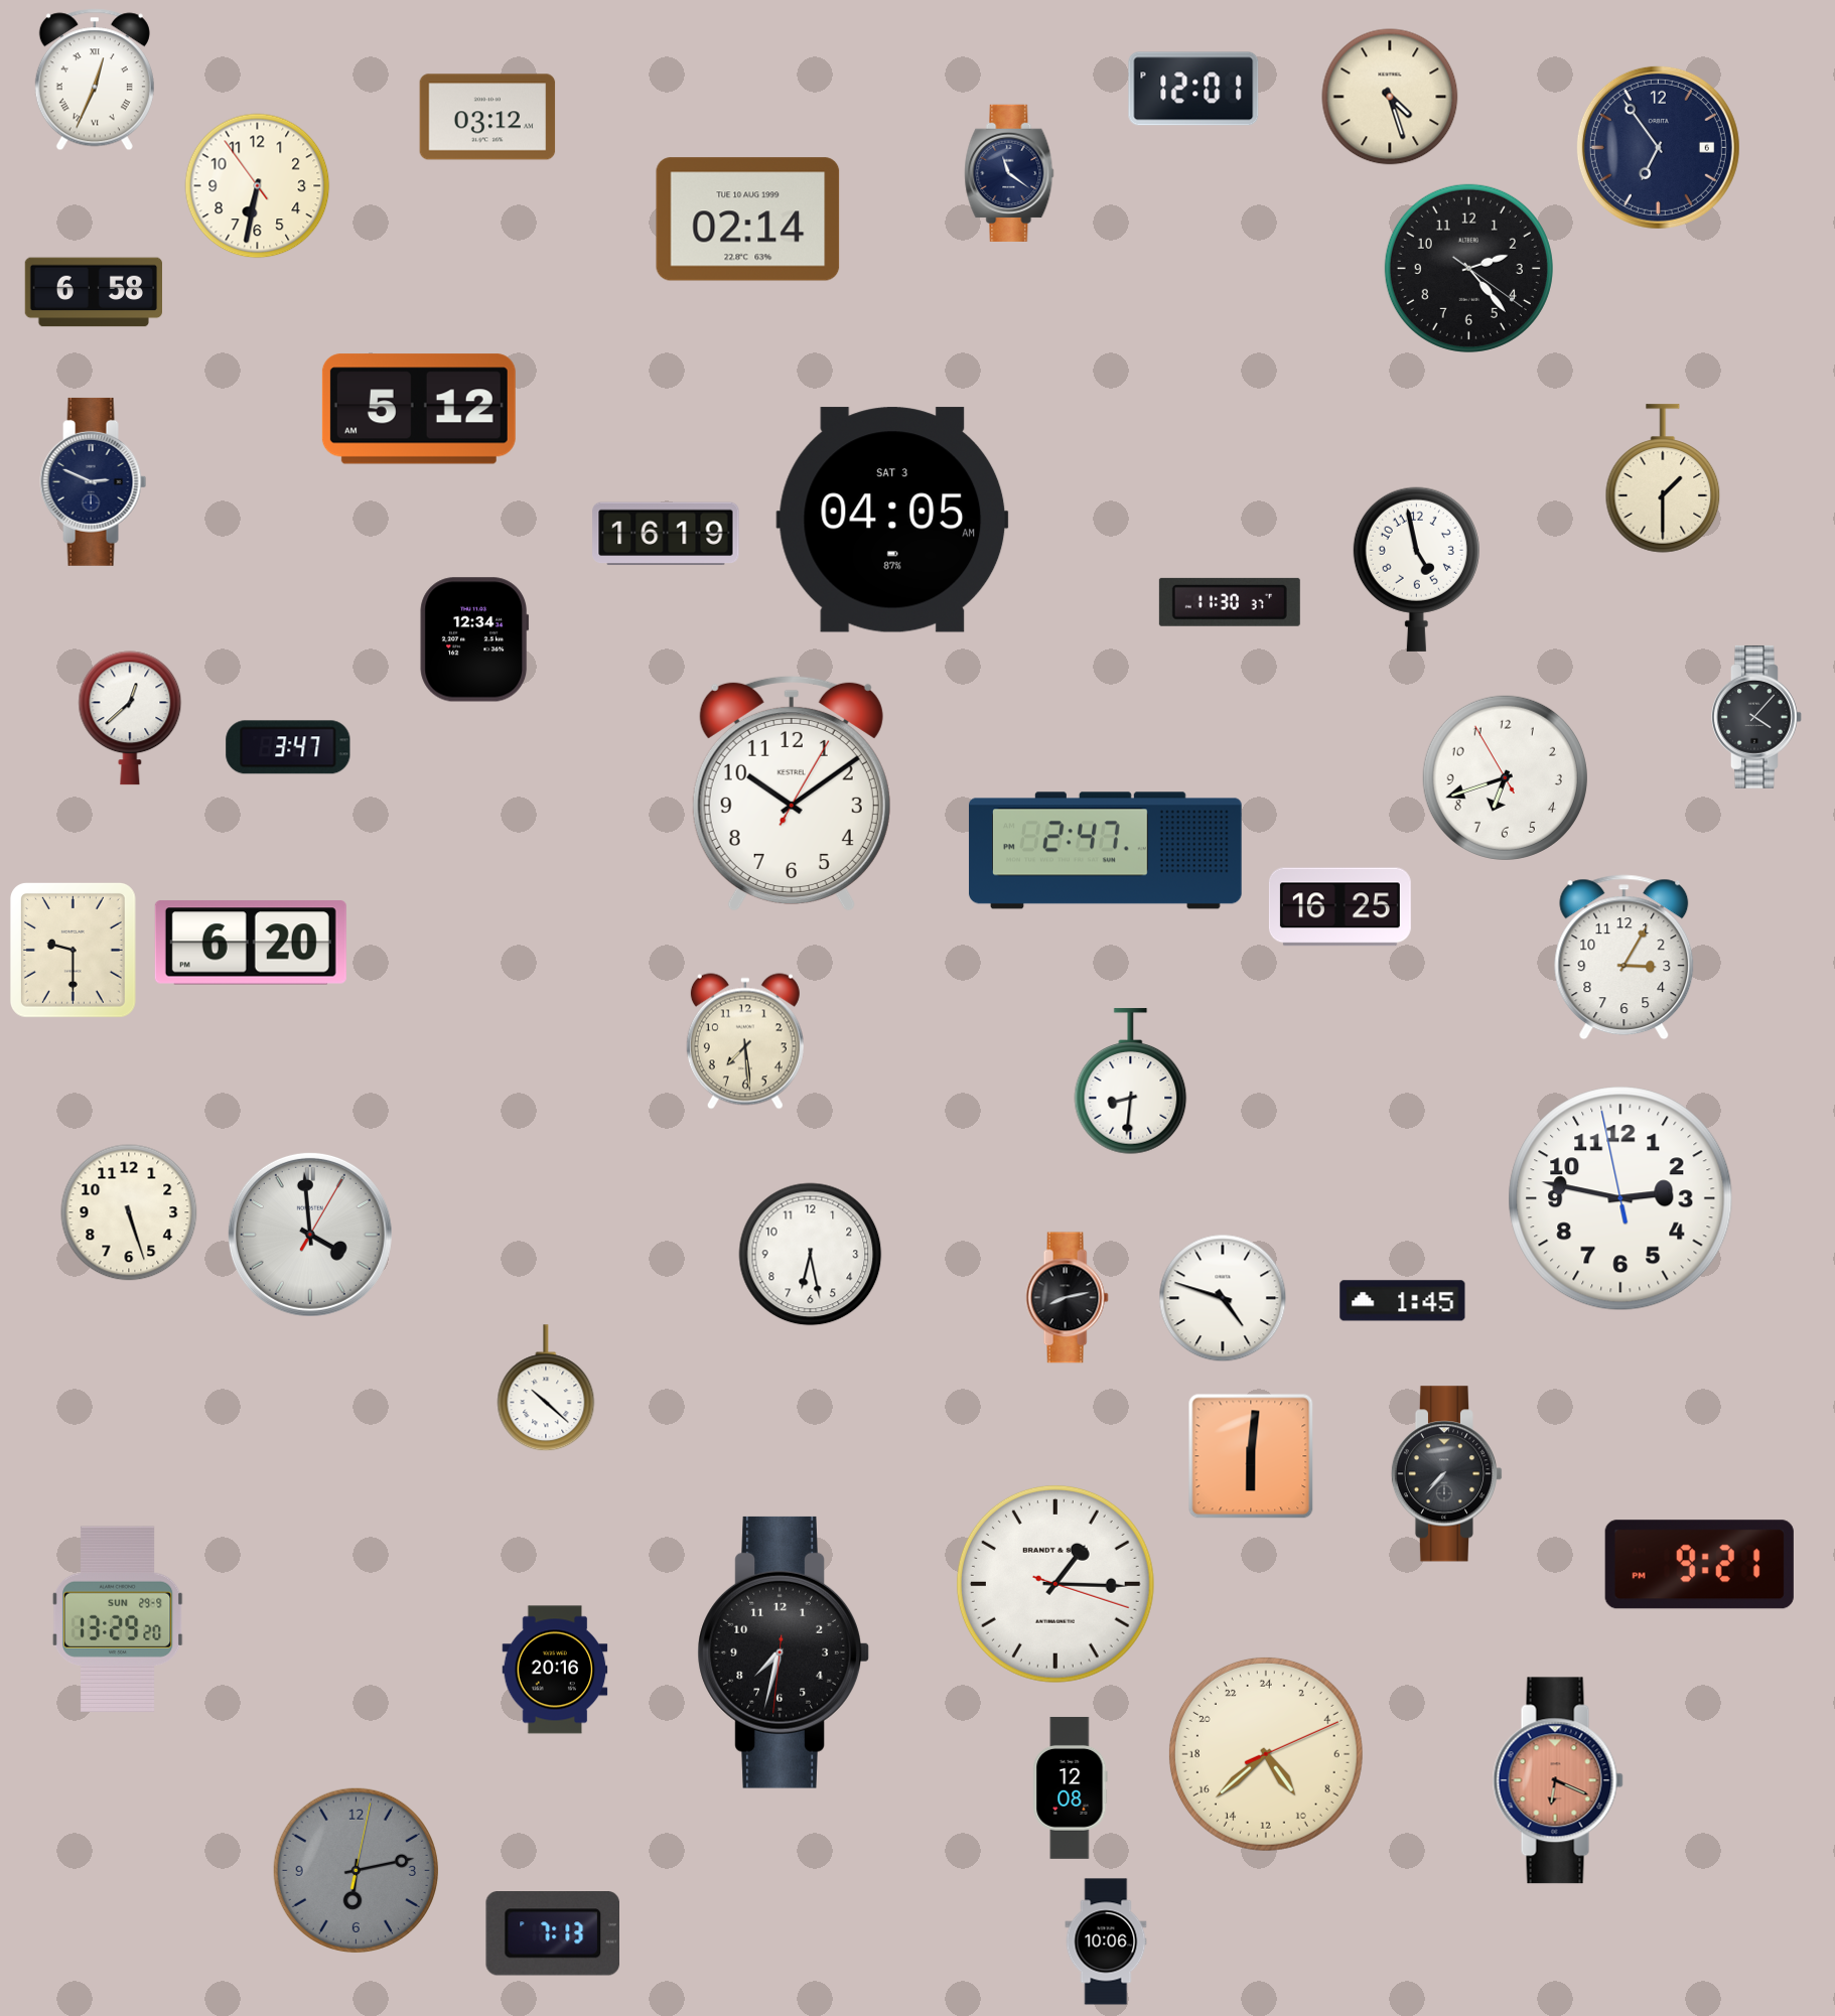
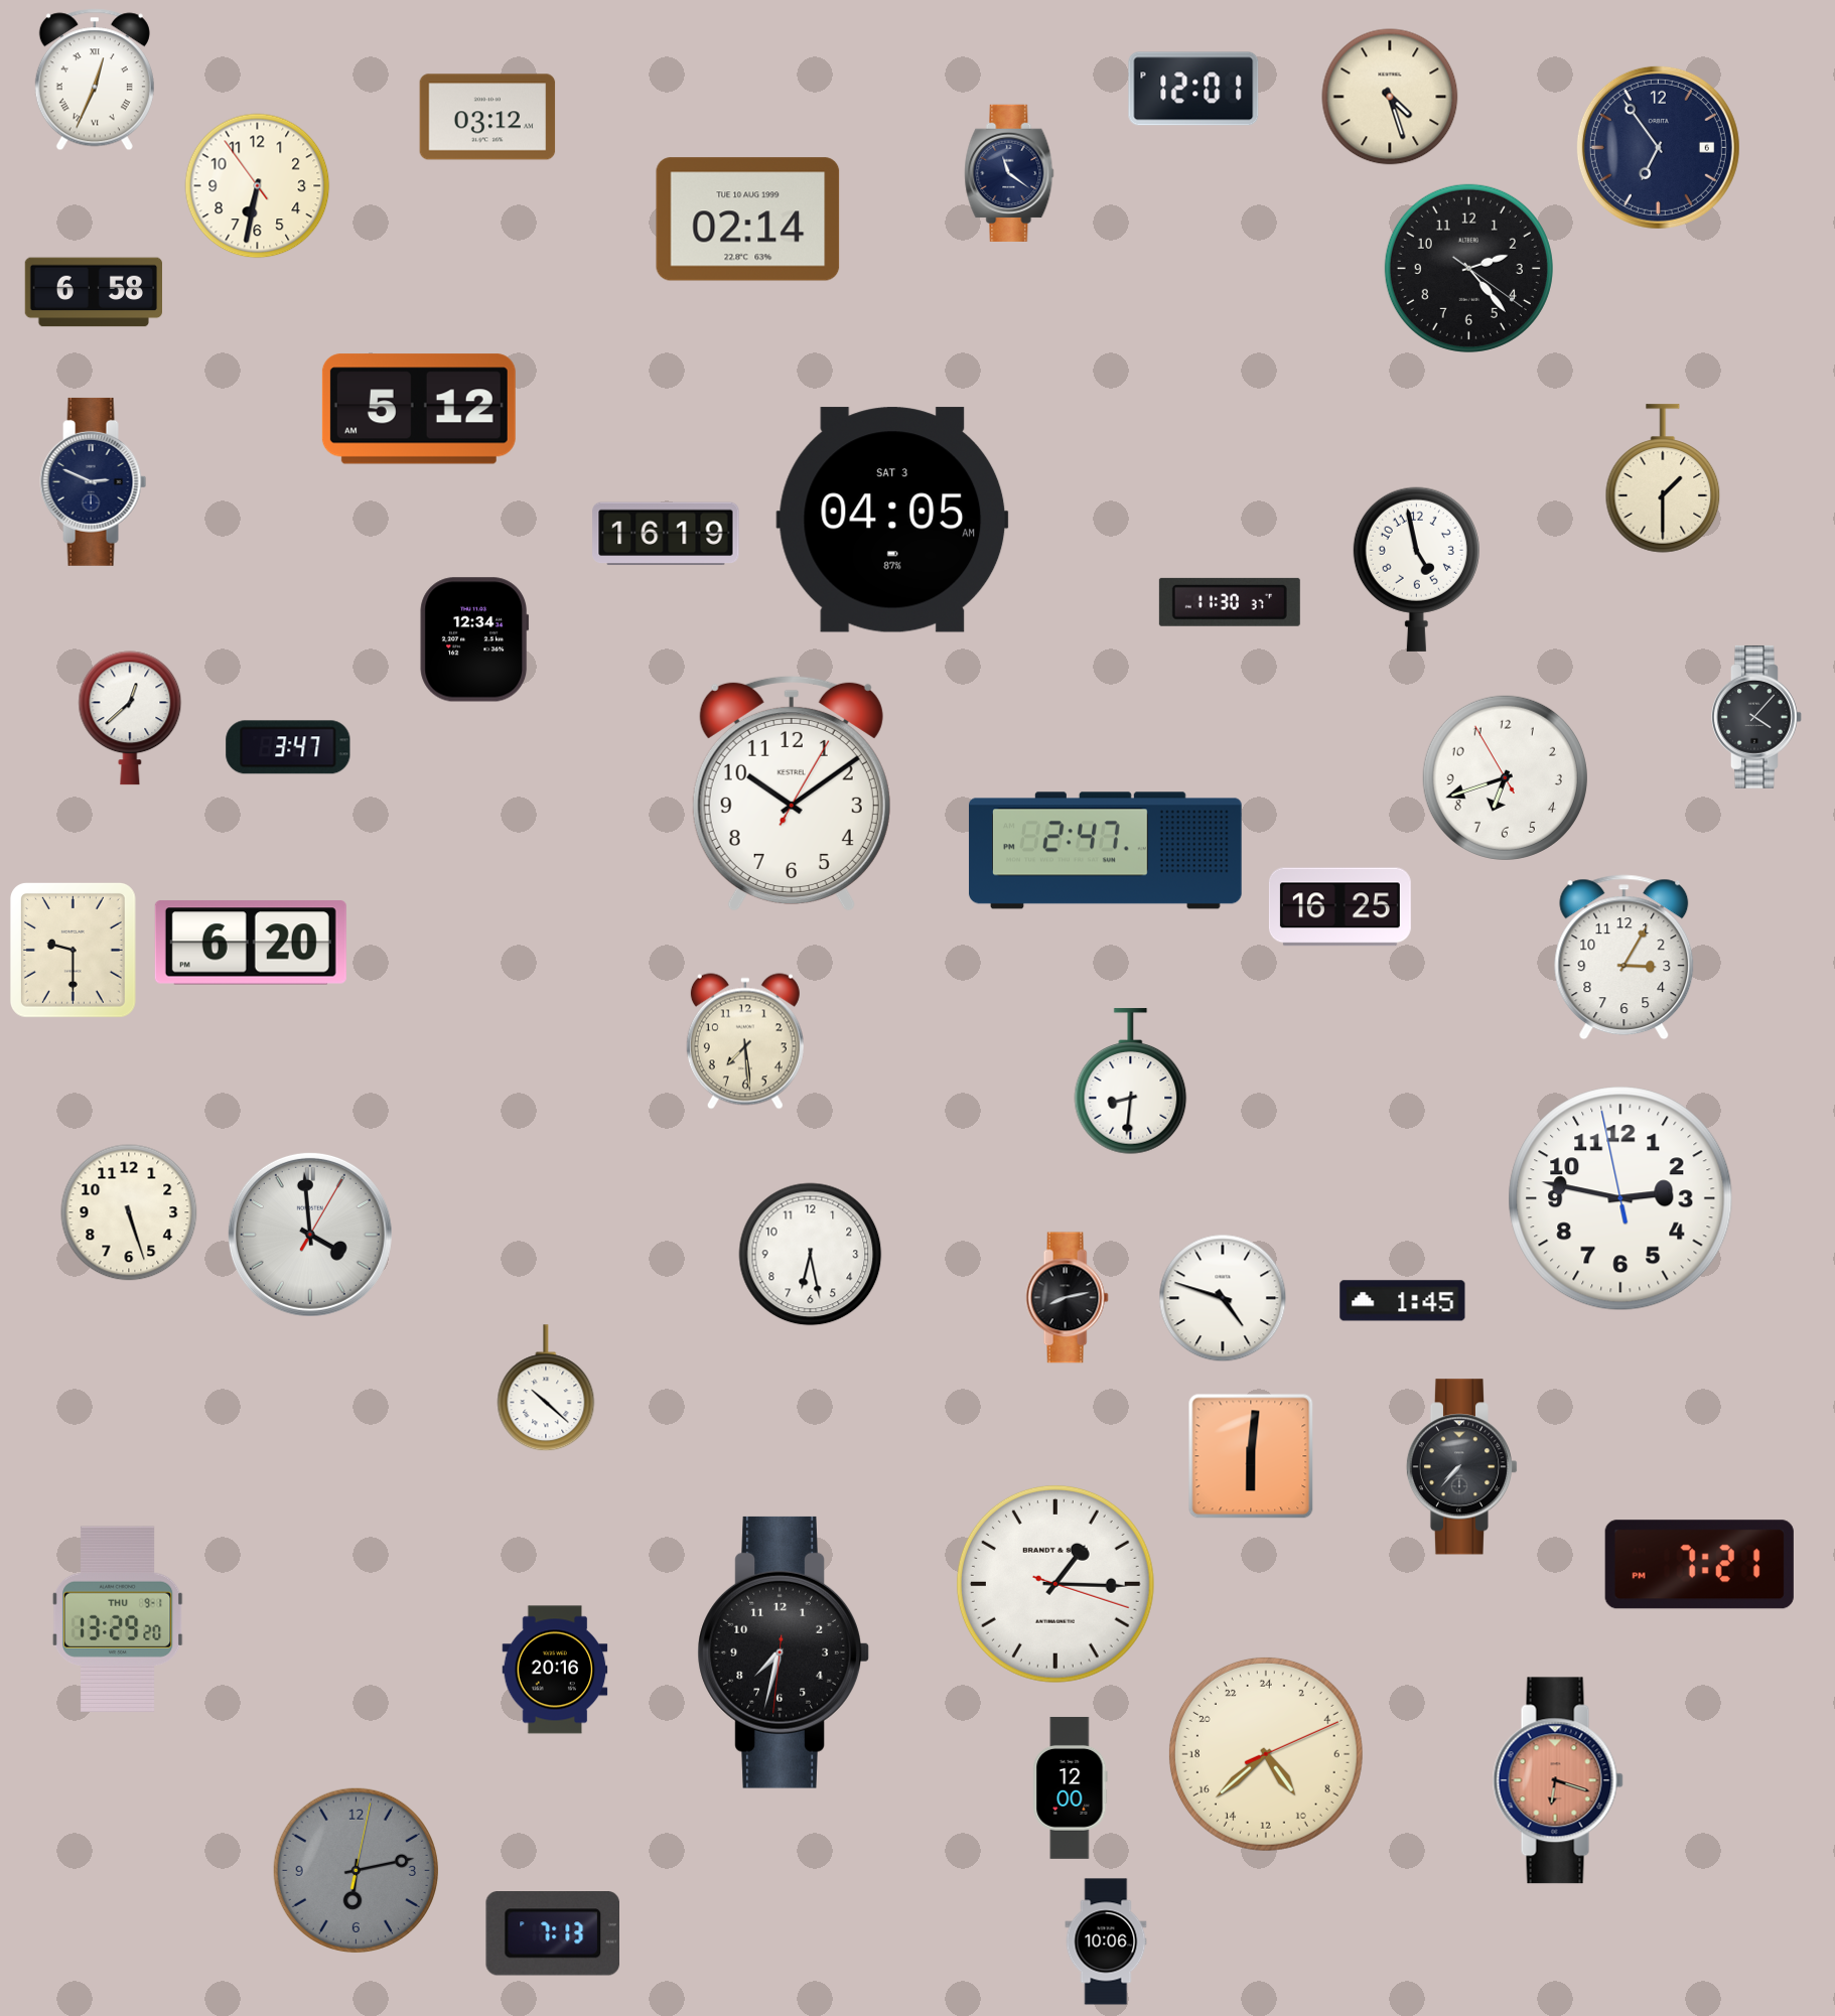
clock at (1447, 1474) position: (1447, 1474) -> (1462, 1467)
clock at (1699, 1565): 9:21 -> 7:21
clock at (118, 1618) date: SUN 29-9 -> THU 9-1
clock at (1558, 1780): 6:19 -> 6:18
clock at (1071, 1787): 12:08 -> 12:00
